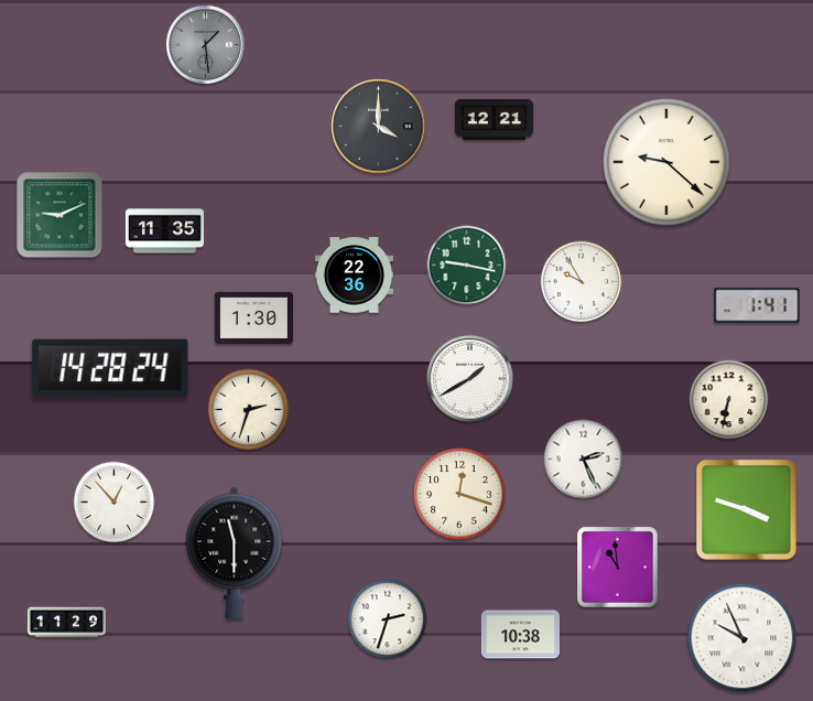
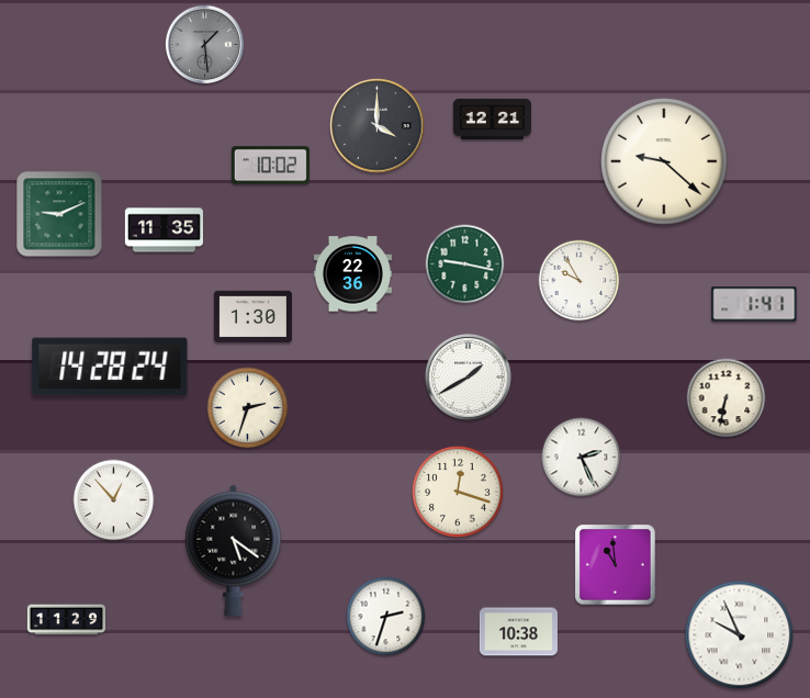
clock at (270, 166): none -> 10:02
clock at (746, 509): 3:48 -> none
clock at (235, 552): 11:30 -> 5:21
